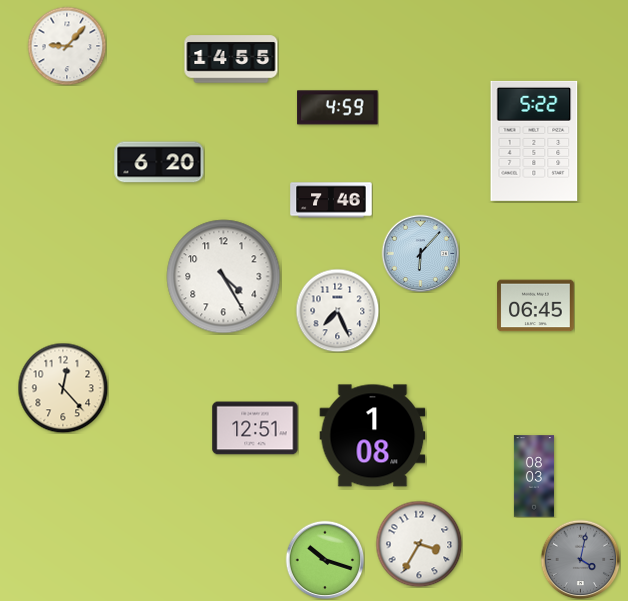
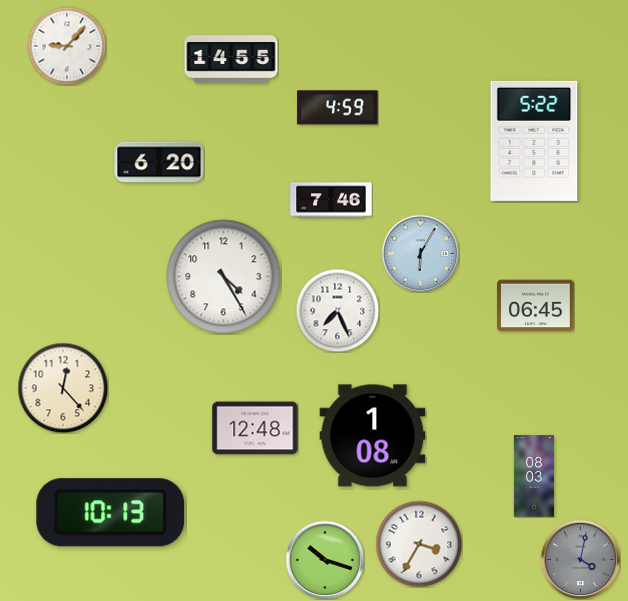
clock at (420, 253): 6:07 -> 6:05
clock at (255, 428): 12:51 -> 12:48
clock at (111, 513): none -> 10:13
